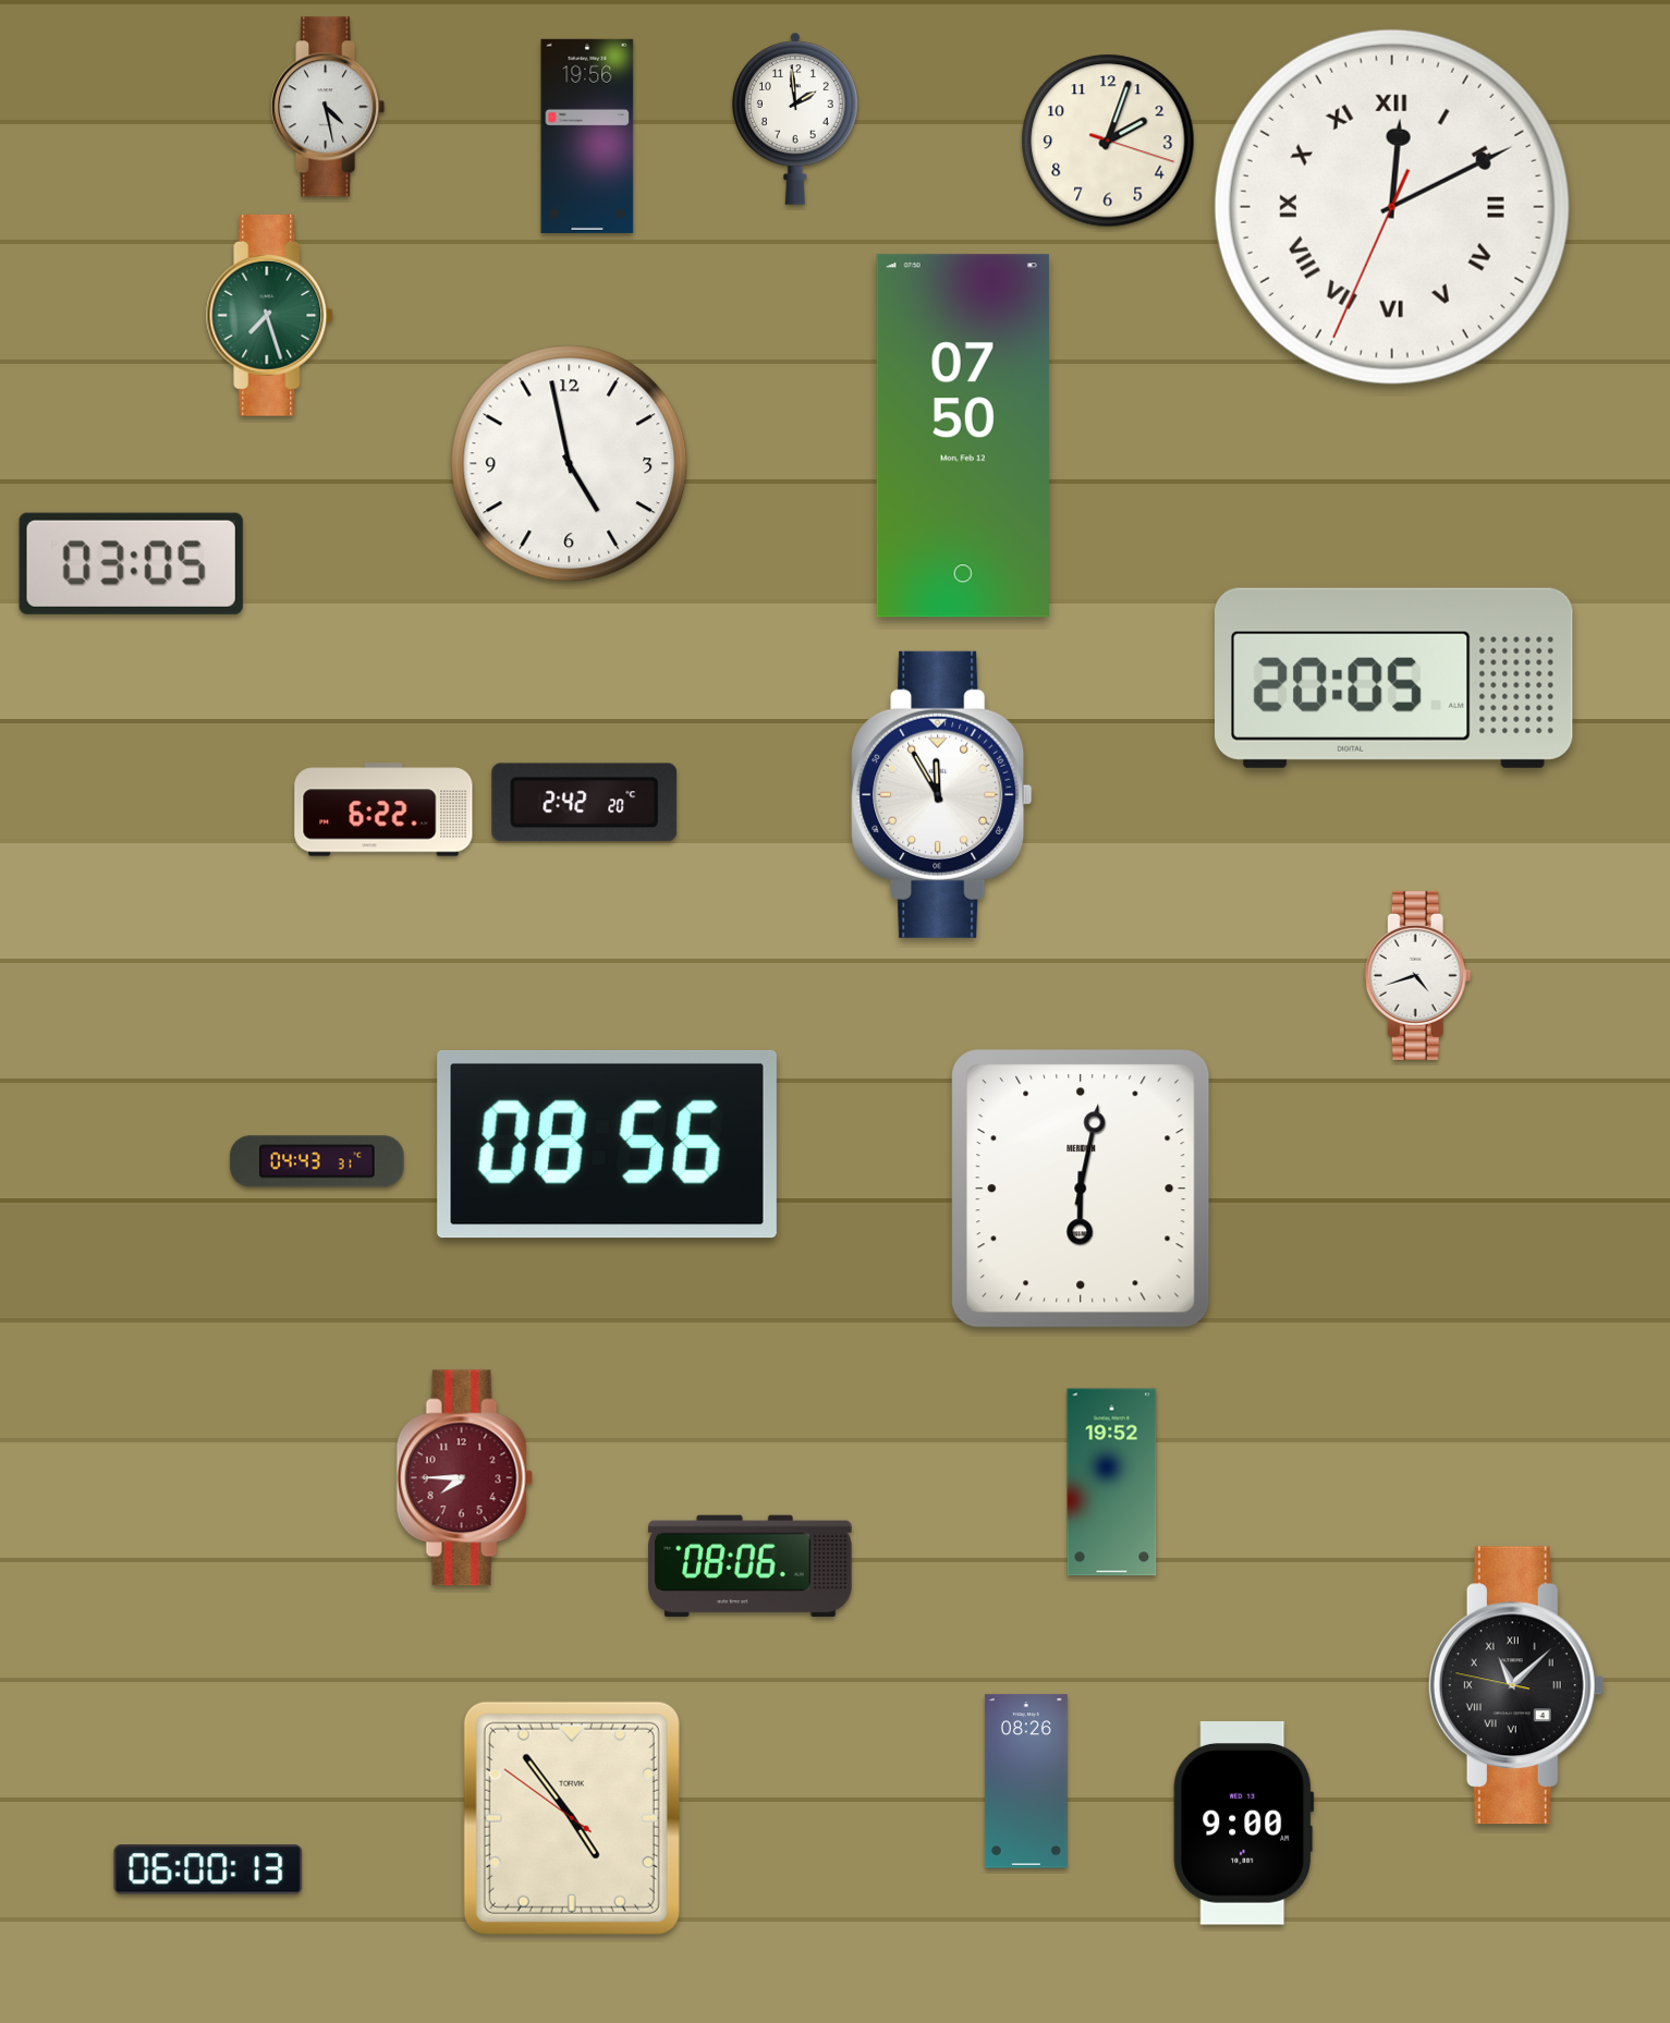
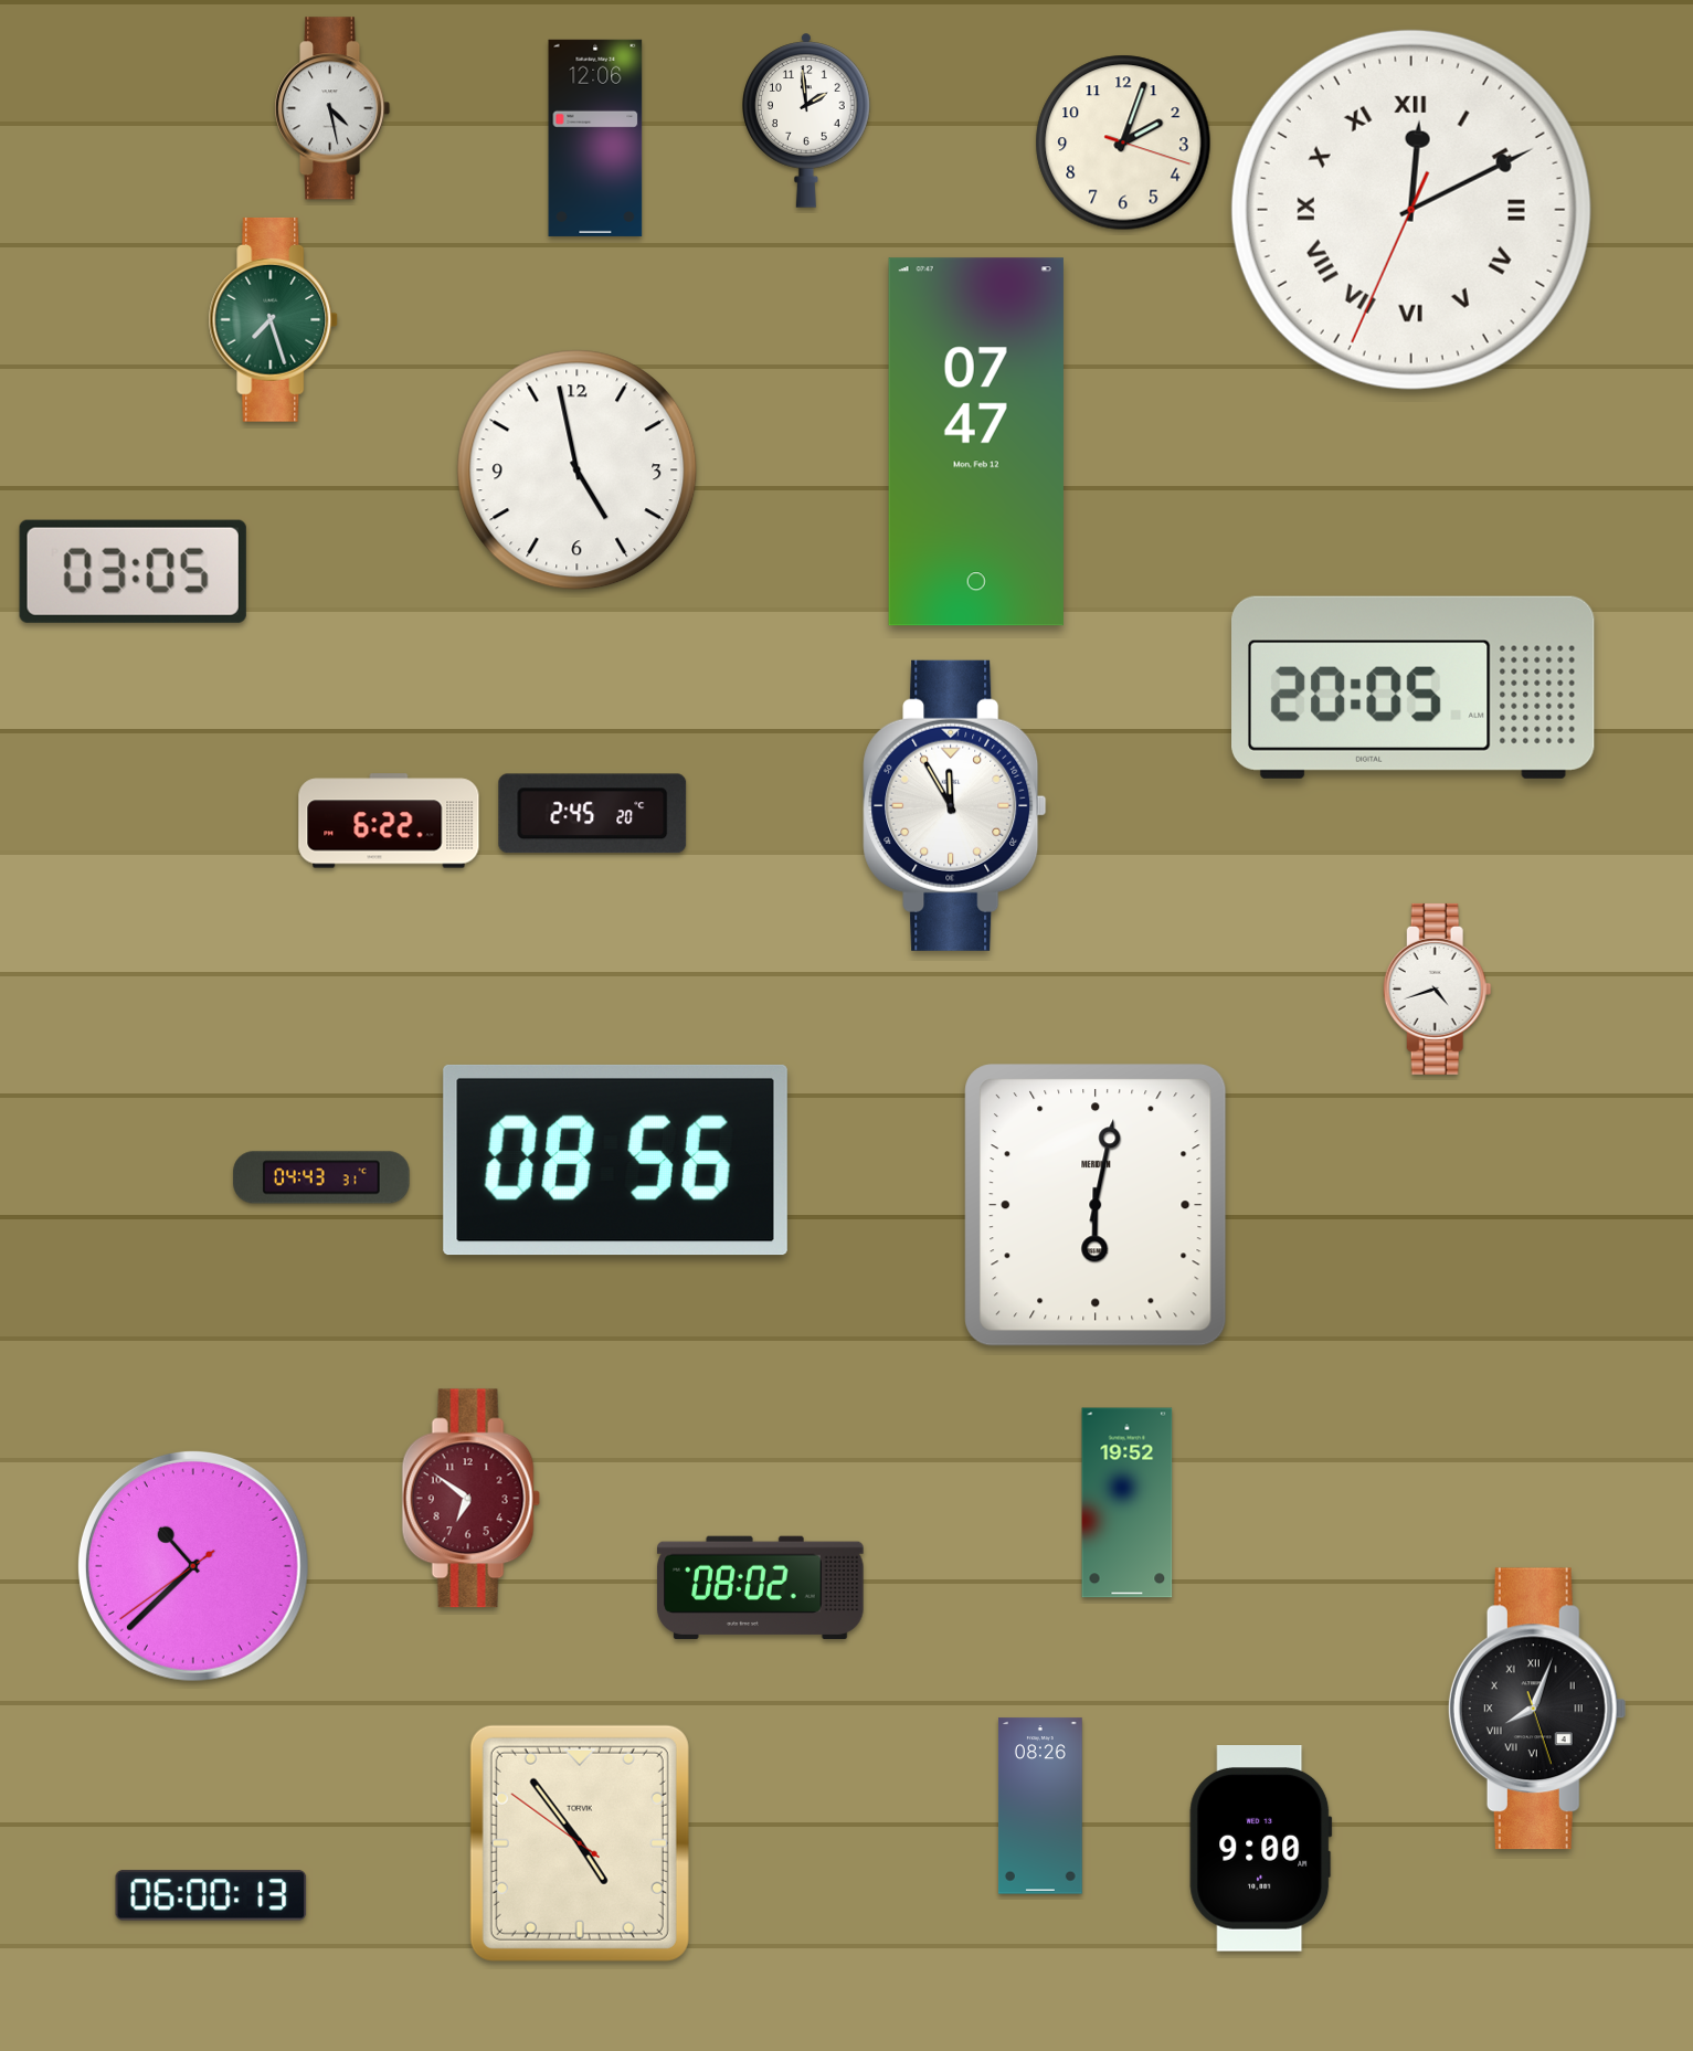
clock at (587, 136): 19:56 -> 12:06
clock at (963, 436): 07:50 -> 07:47
clock at (585, 803): 2:42 -> 2:45
clock at (464, 1478): 7:45 -> 6:51
clock at (193, 1566): none -> 10:37
clock at (751, 1565): 08:06 -> 08:02
clock at (1516, 1685): 11:07 -> 8:03
